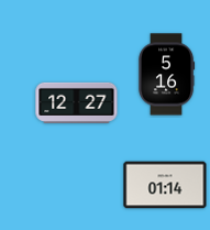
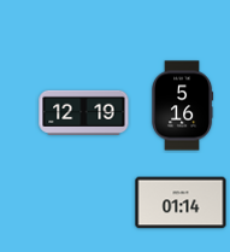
clock at (167, 75) position: (167, 75) -> (183, 106)
clock at (77, 102): 12:27 -> 12:19
